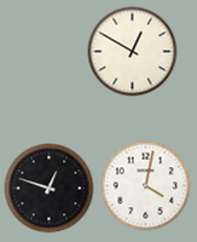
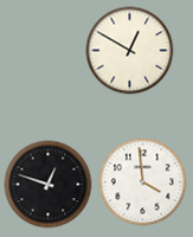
clock at (146, 186): 4:02 -> 3:59
